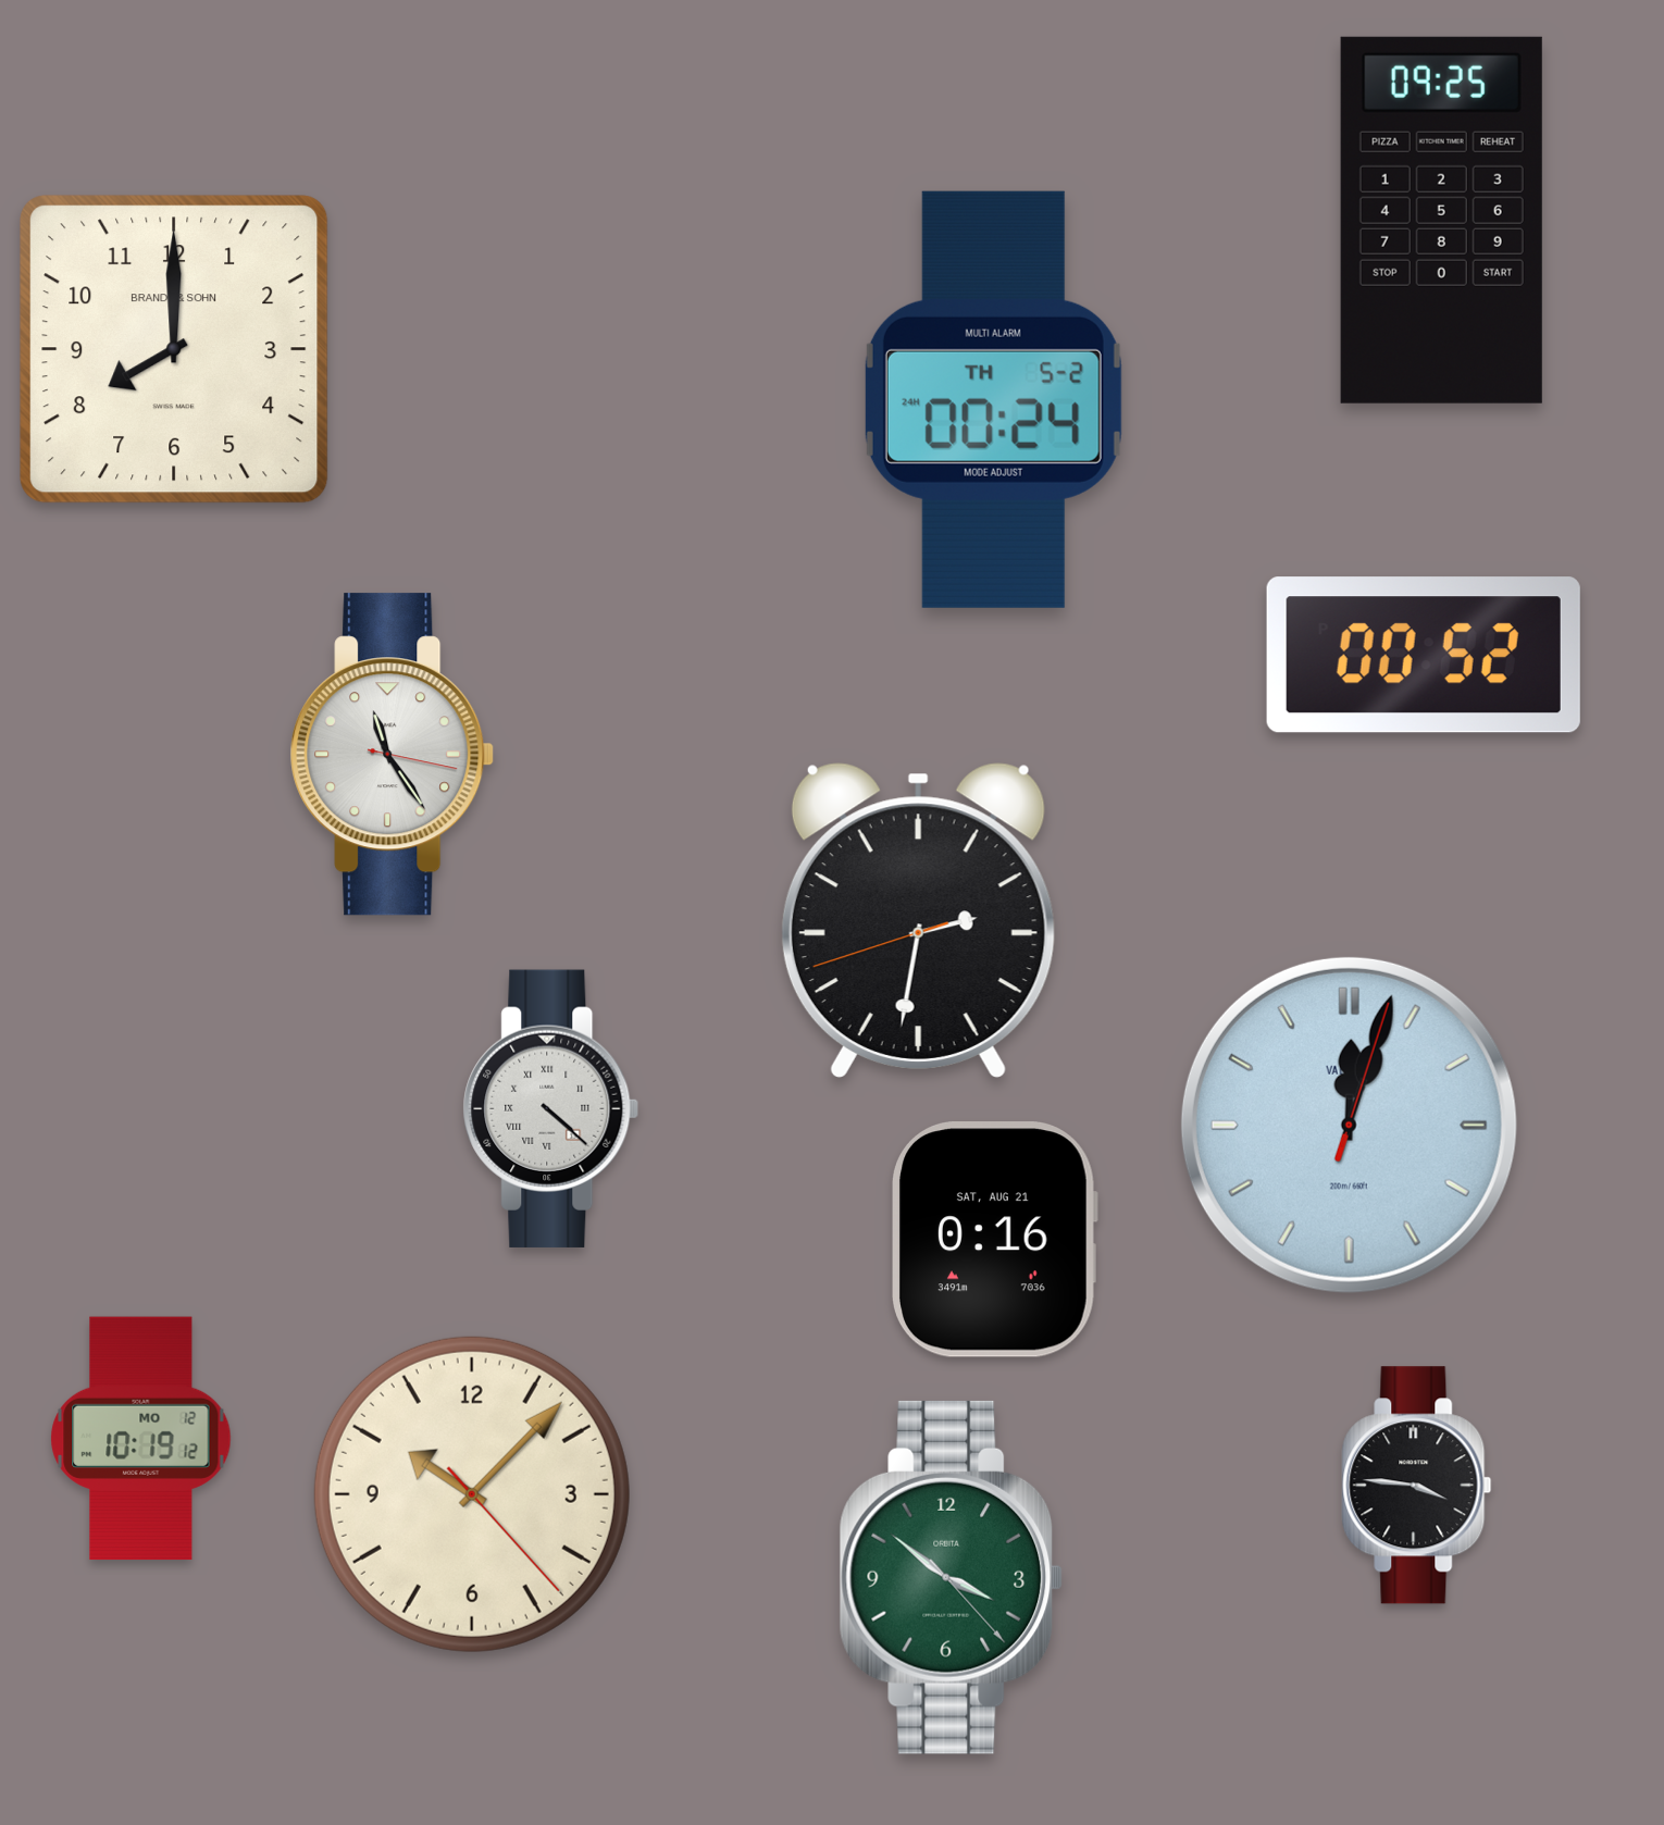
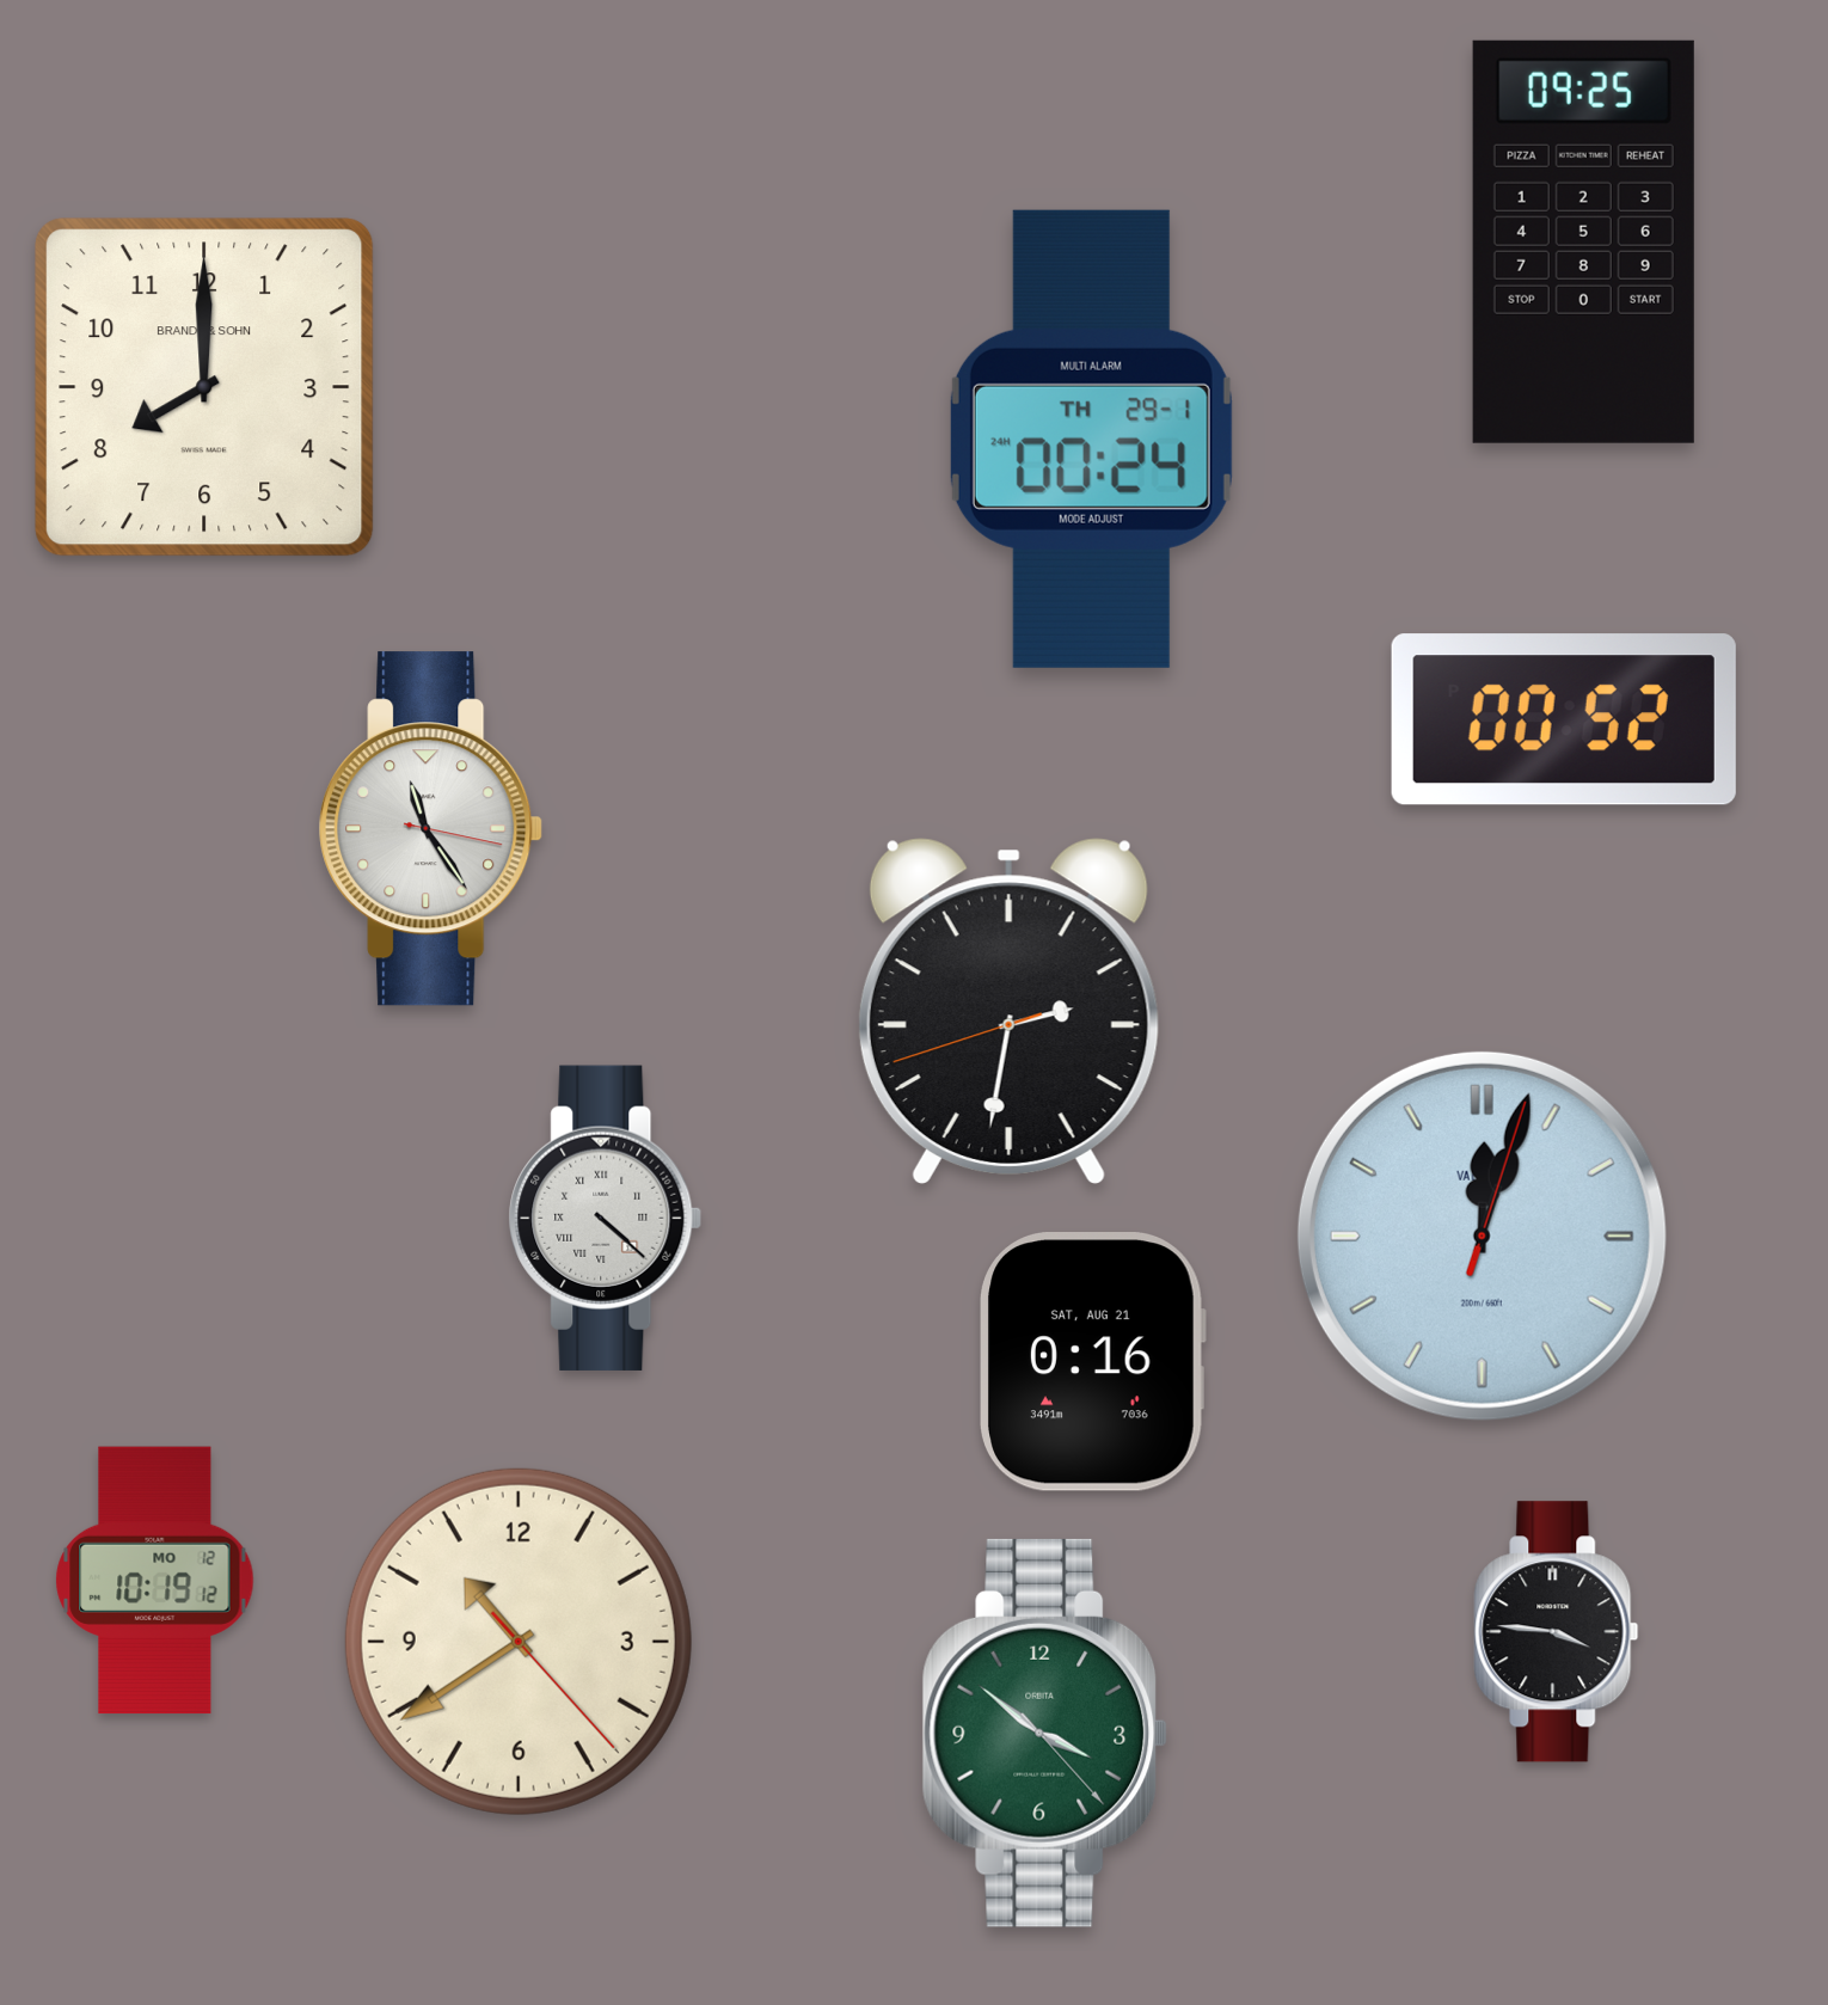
clock at (174, 349) position: (174, 349) -> (204, 387)
clock at (993, 399) date: TH 5-2 -> TH 29-1
clock at (472, 1494): 10:07 -> 10:39
